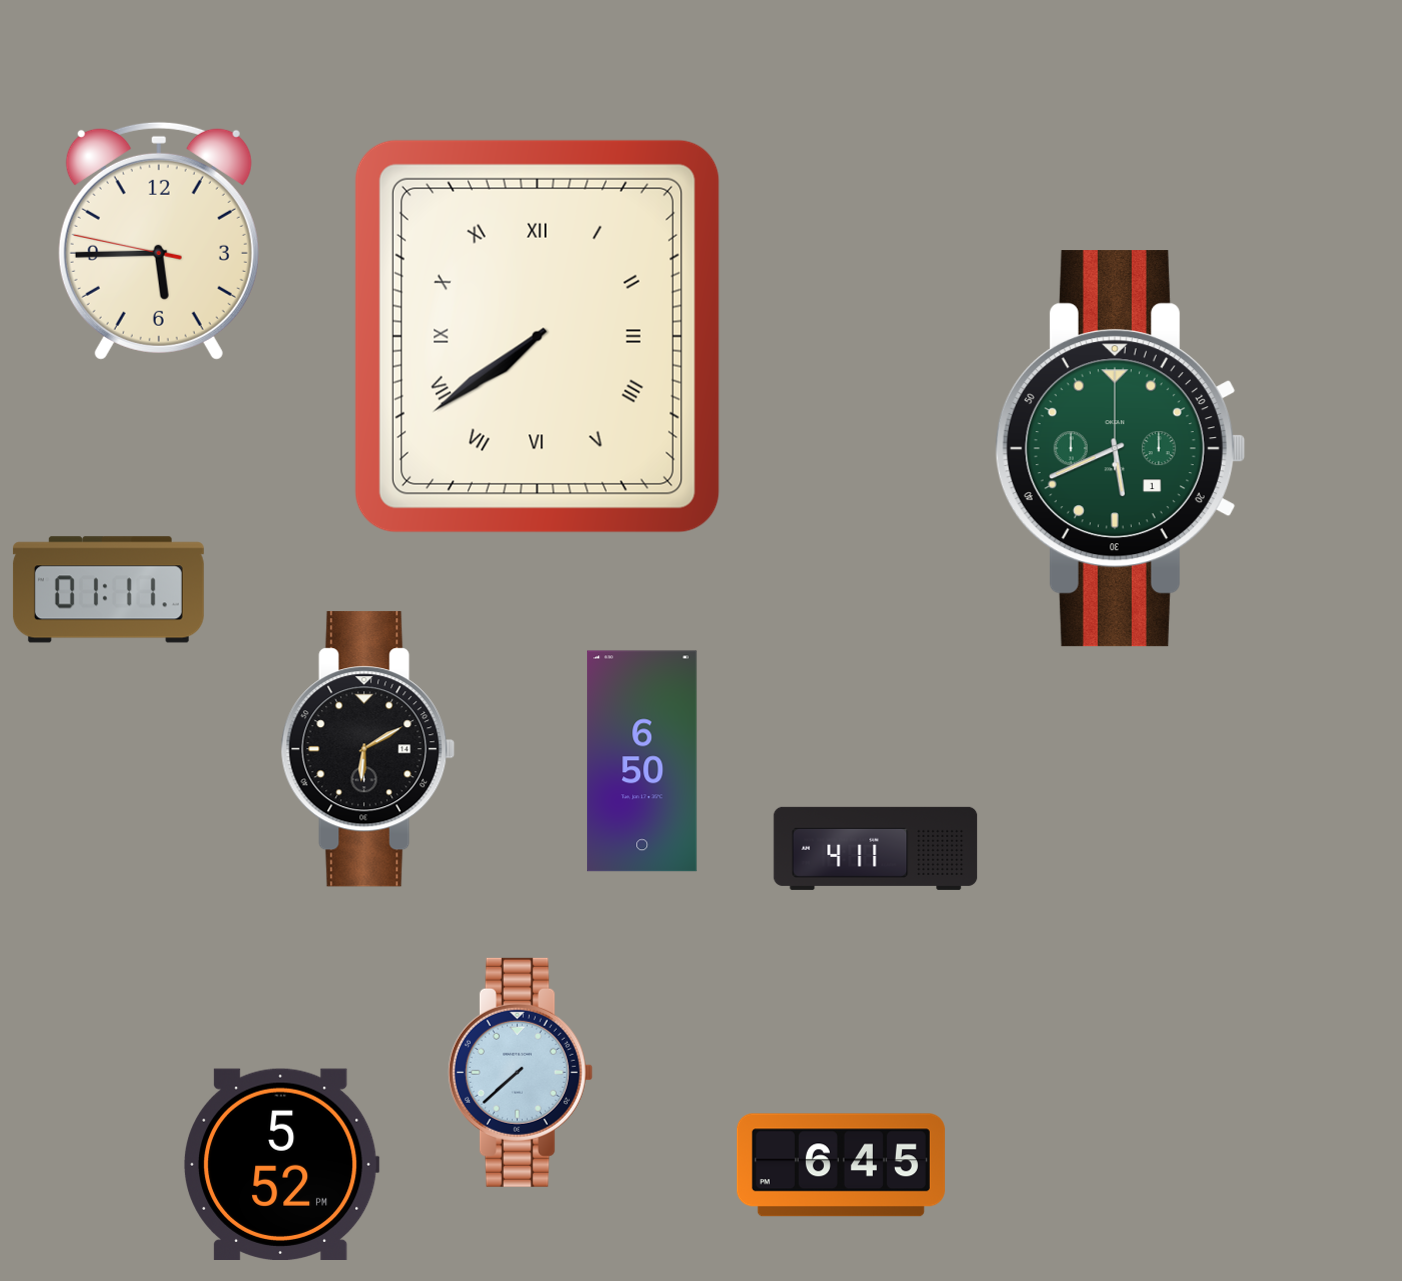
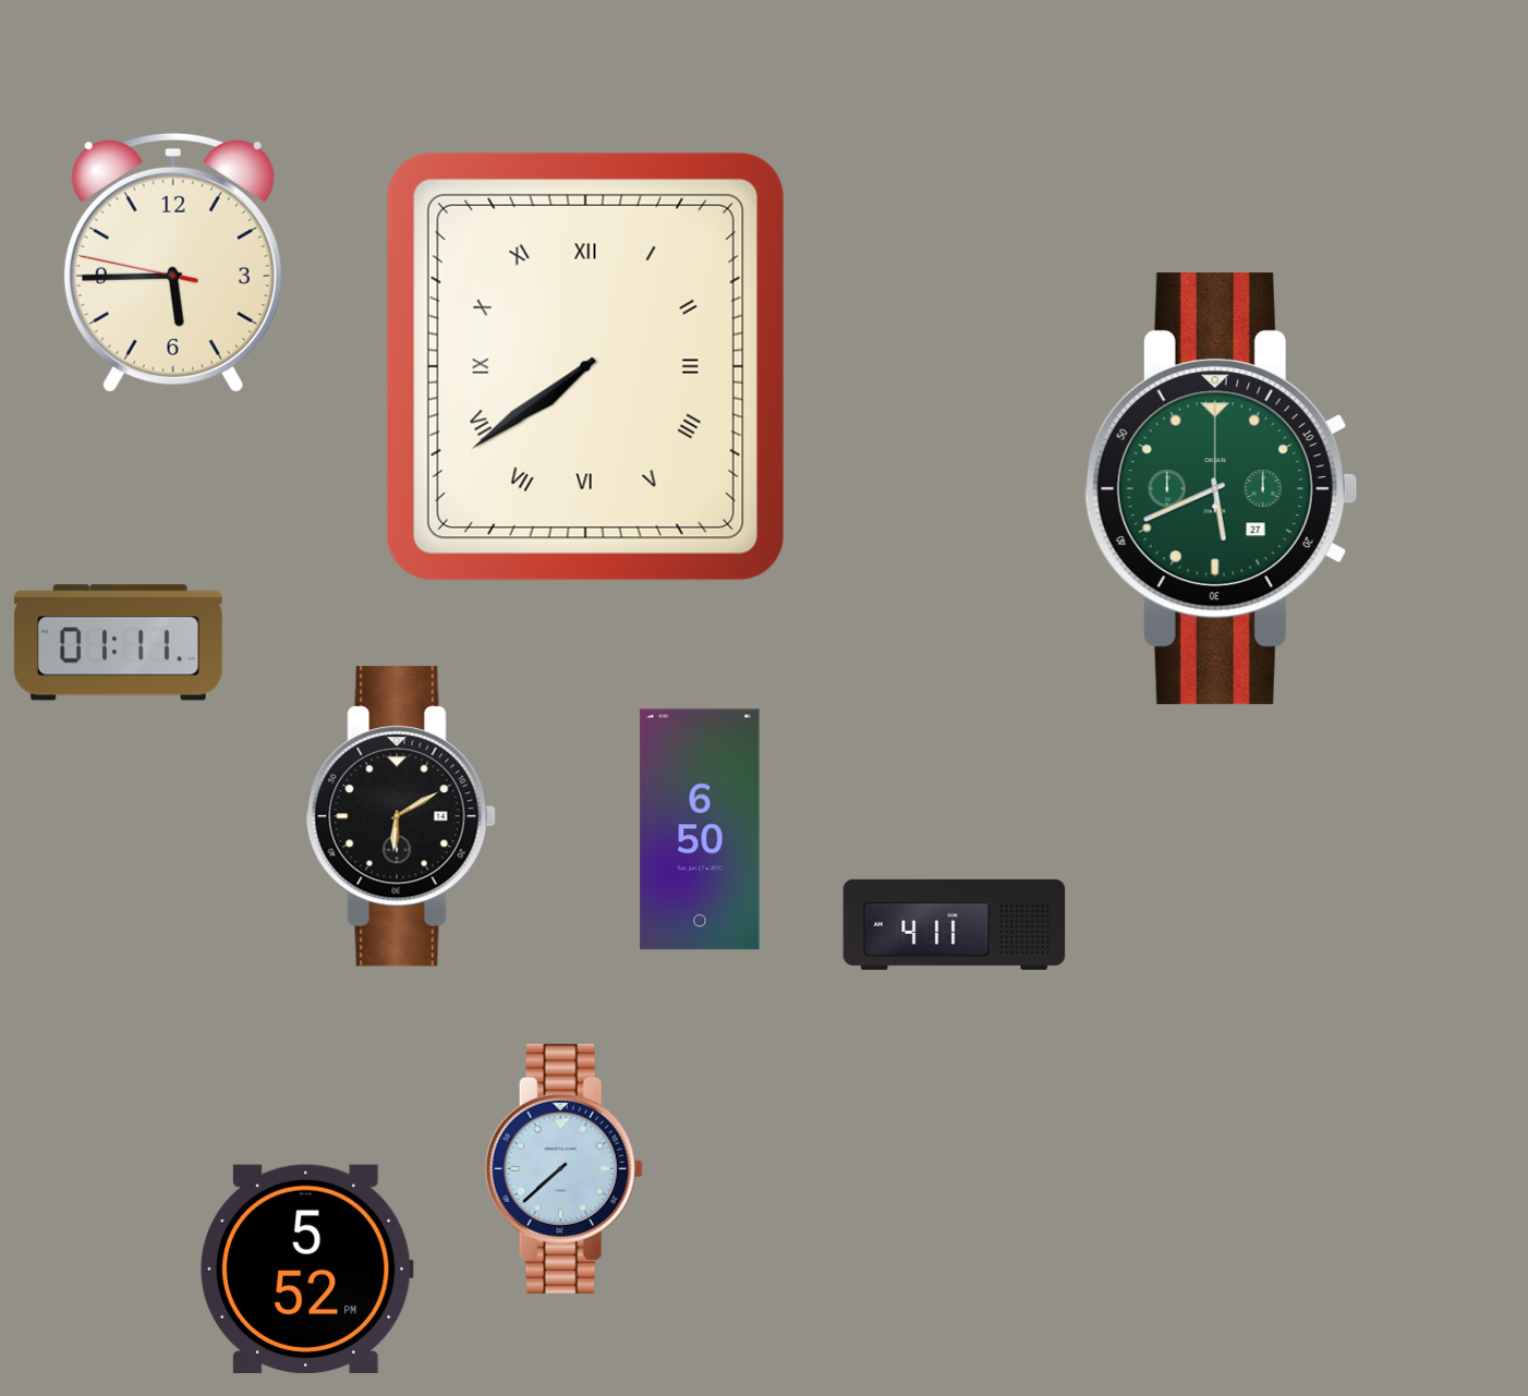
clock at (1120, 449) date: 1 -> 27
clock at (520, 1072) position: (520, 1072) -> (563, 1168)
clock at (841, 1165): 6:45 -> none
